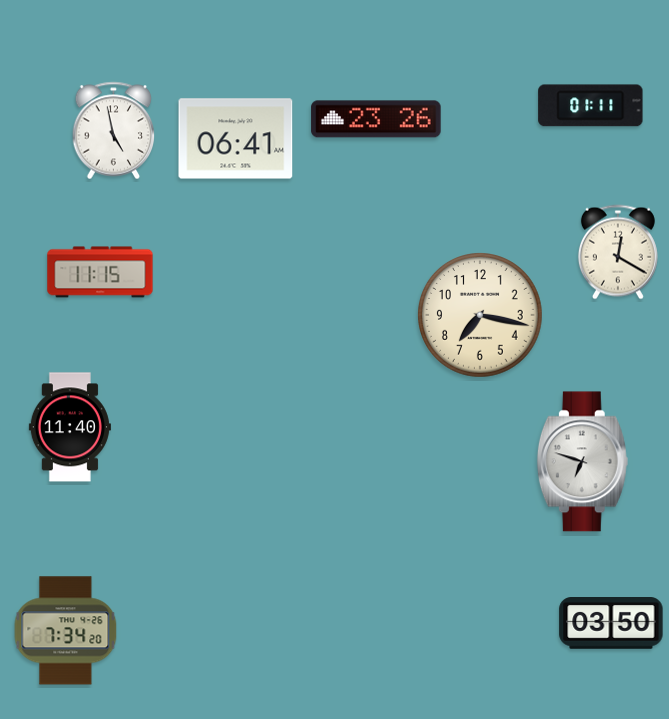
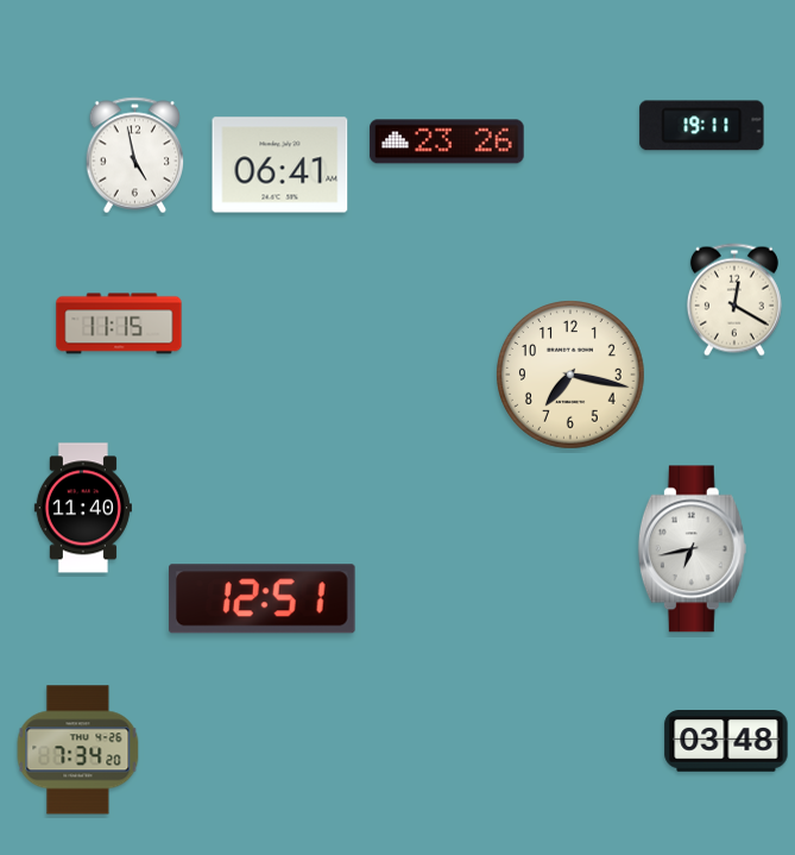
clock at (591, 106): 01:11 -> 19:11
clock at (582, 462): 6:48 -> 6:43
clock at (261, 599): none -> 12:51
clock at (611, 624): 03:50 -> 03:48
